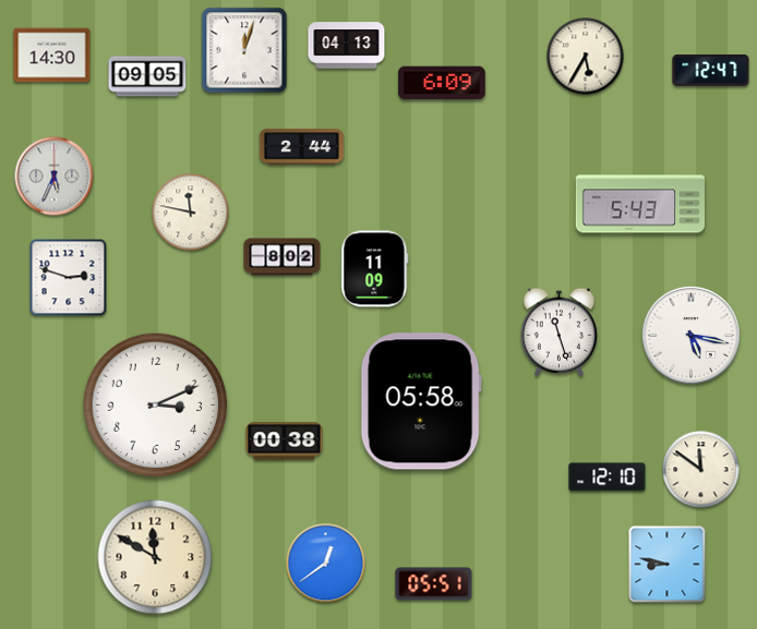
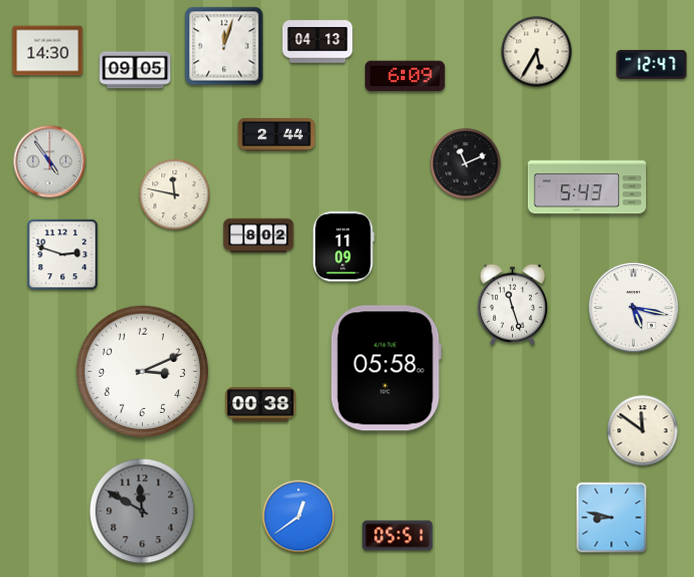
clock at (55, 177): 5:34 -> 4:54
clock at (466, 164): none -> 11:11
clock at (608, 477): 12:10 -> none
clock at (155, 557) dial: cream -> grey
